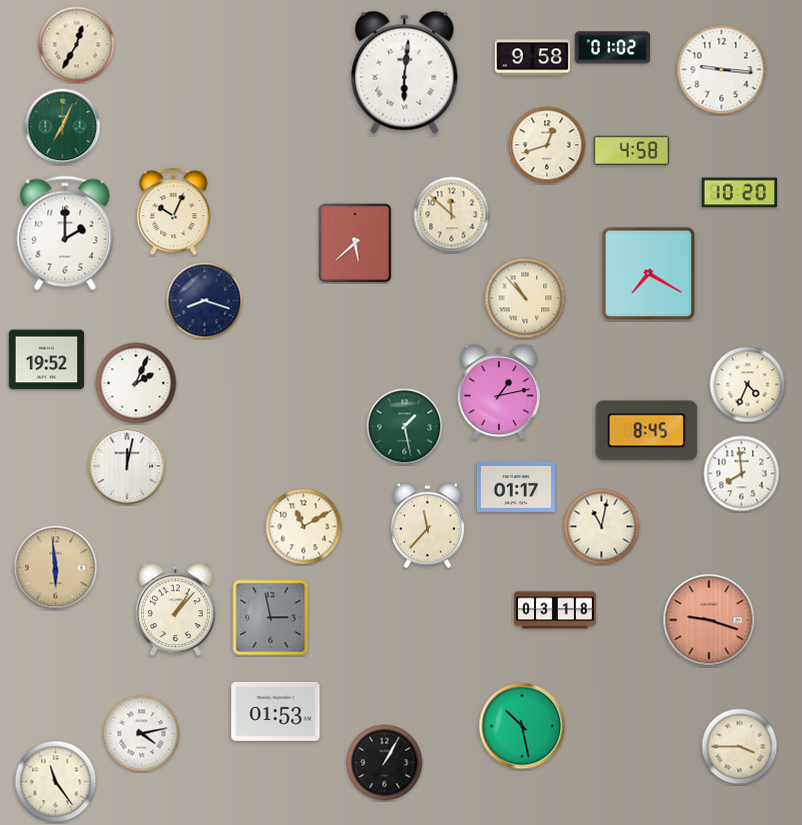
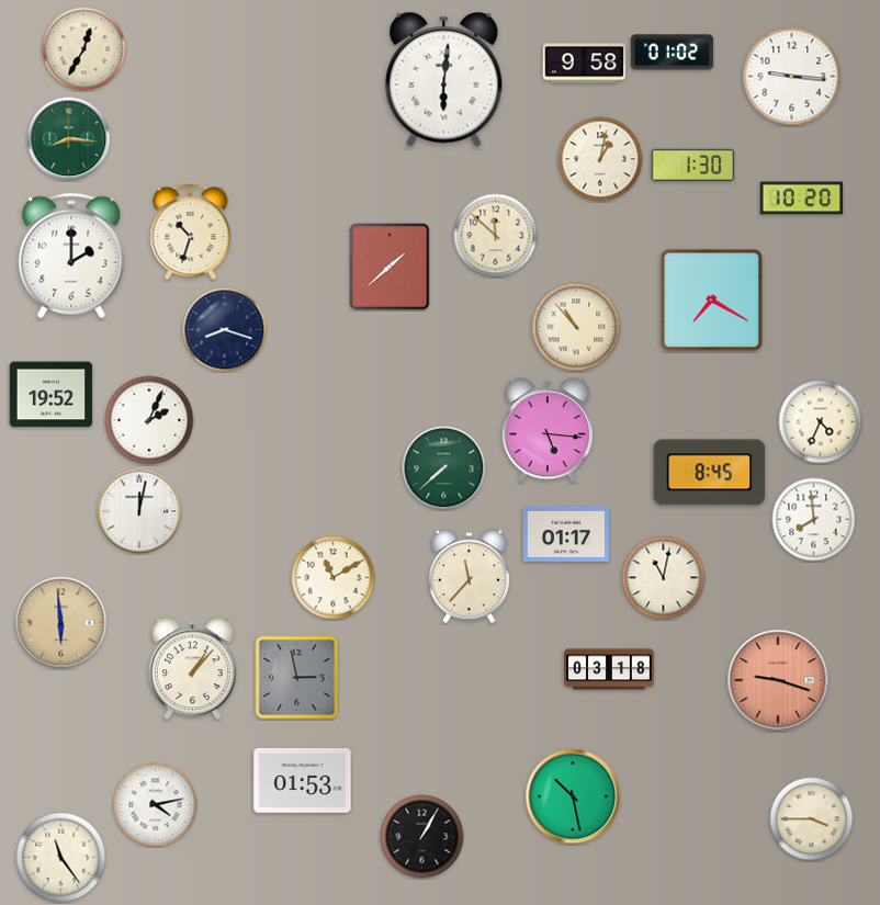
clock at (63, 127): 7:04 -> 8:16
clock at (547, 145): 12:42 -> 1:02
clock at (632, 150): 4:58 -> 1:30
clock at (740, 193) position: (740, 193) -> (802, 199)
clock at (174, 212): 10:04 -> 10:33
clock at (355, 243): 5:38 -> 1:38
clock at (499, 392): 1:13 -> 5:16
clock at (405, 427): 1:28 -> 7:38
clock at (602, 527) position: (602, 527) -> (664, 578)
